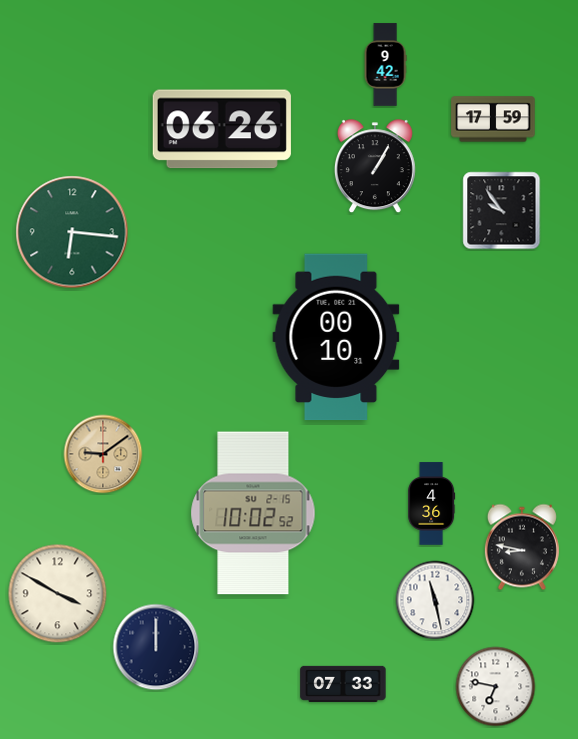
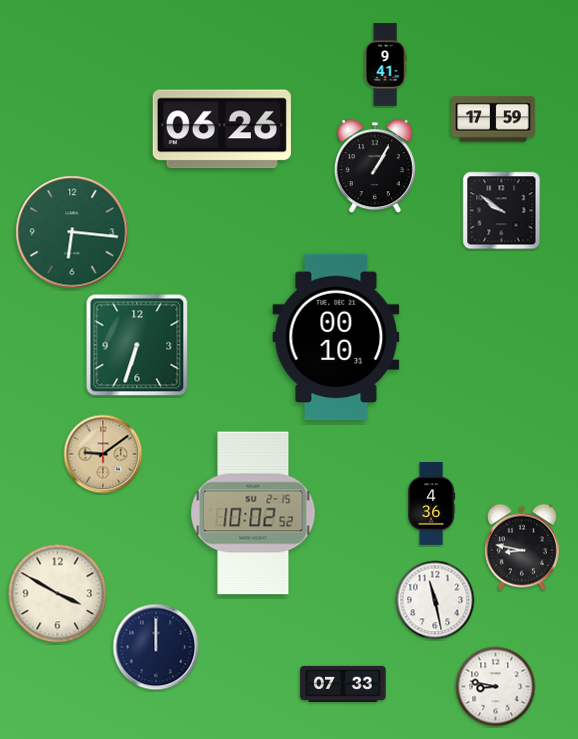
clock at (385, 65): 9:42 -> 9:41
clock at (502, 211): 9:54 -> 9:51
clock at (137, 345): none -> 6:33
clock at (496, 687): 6:47 -> 8:47
